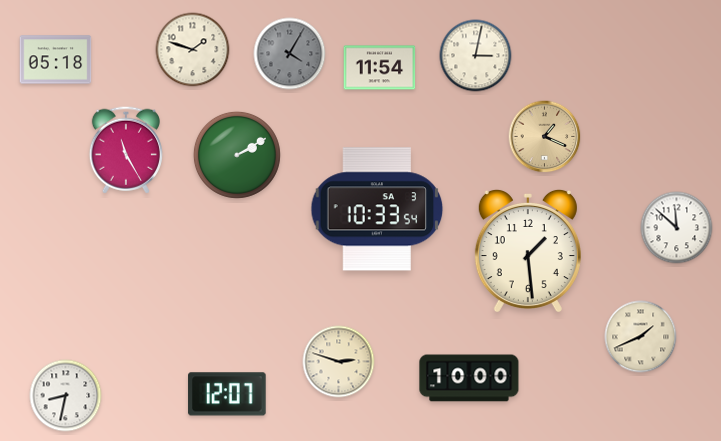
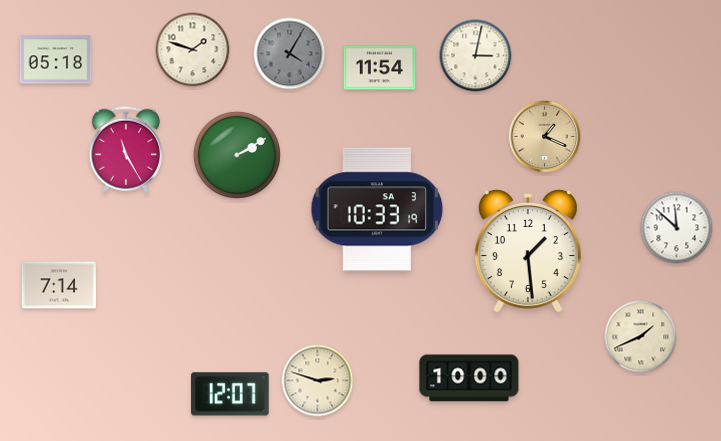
clock at (377, 209): 10:33:54 -> 10:33:19
clock at (59, 285): none -> 7:14
clock at (339, 362) position: (339, 362) -> (318, 381)
clock at (227, 394) position: (227, 394) -> (230, 394)
clock at (66, 396): 8:32 -> none
